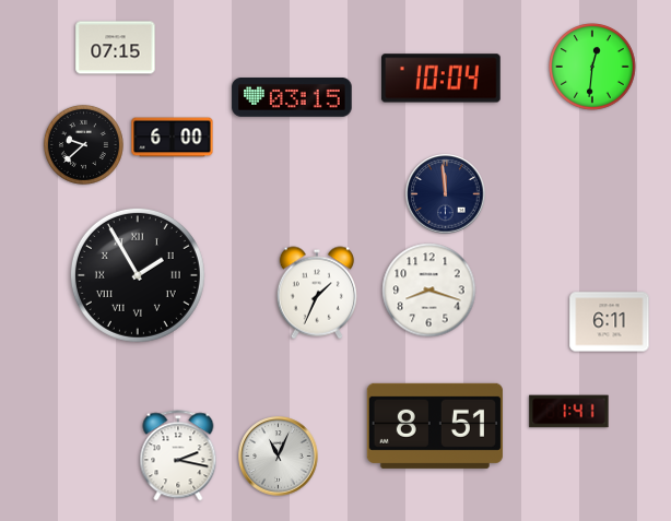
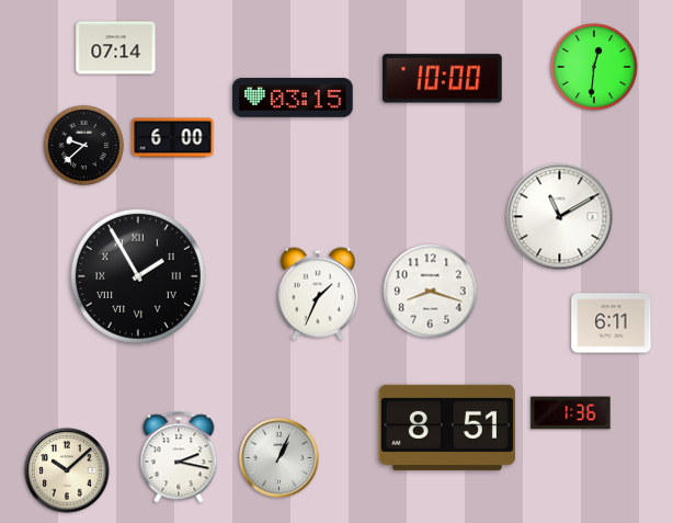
clock at (116, 48): 07:15 -> 07:14
clock at (442, 79): 10:04 -> 10:00
clock at (446, 194): 11:59 -> none
clock at (560, 217): none -> 11:10
clock at (569, 412): 1:41 -> 1:36
clock at (435, 426) position: (435, 426) -> (447, 428)
clock at (279, 457): 11:04 -> 1:04
clock at (67, 470): none -> 10:08
